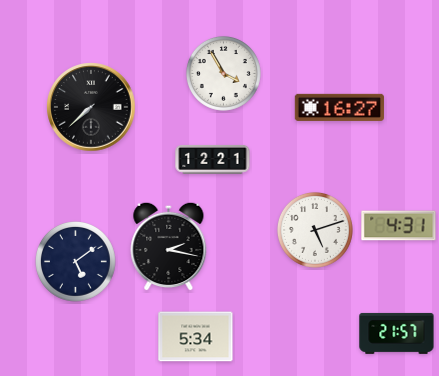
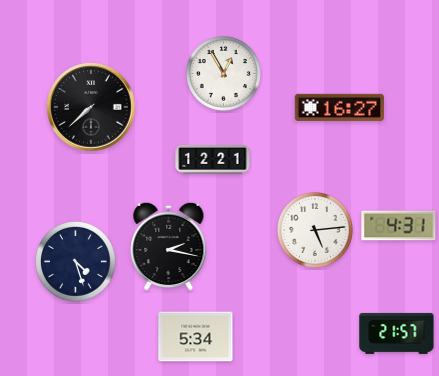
clock at (223, 73): 3:55 -> 12:55
clock at (315, 230): 5:12 -> 5:14
clock at (76, 262): 5:09 -> 4:27
